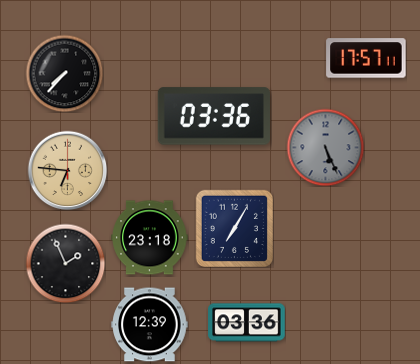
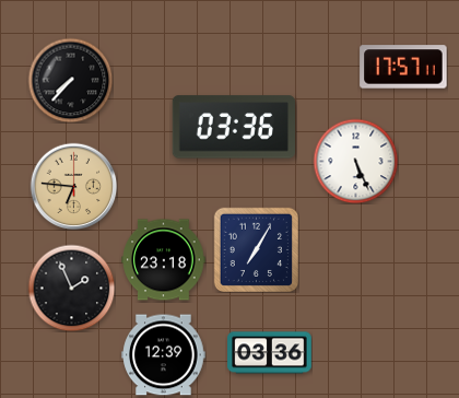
clock at (366, 58) position: (366, 58) -> (403, 67)
clock at (325, 147) dial: grey -> white
